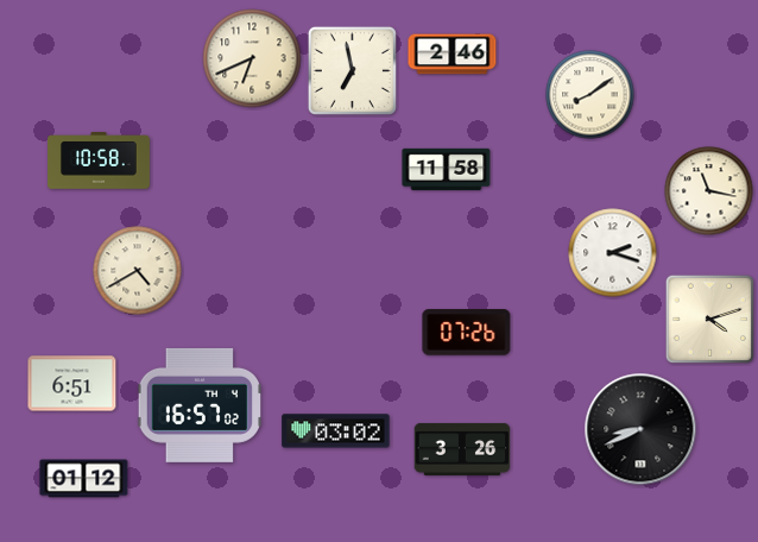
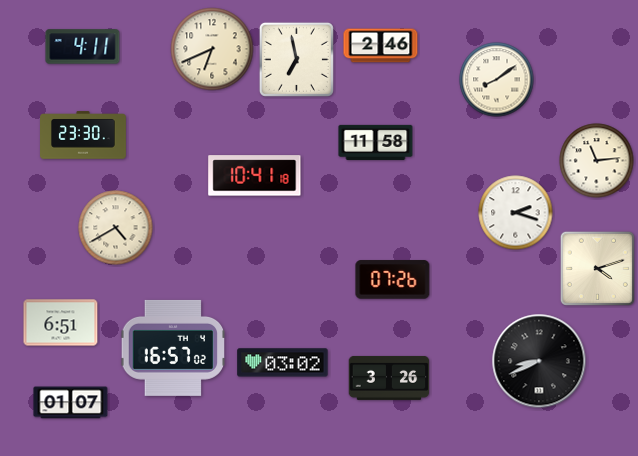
clock at (83, 47): none -> 4:11
clock at (100, 160): 10:58 -> 23:30
clock at (709, 191): 11:17 -> 11:14
clock at (255, 176): none -> 10:41
clock at (198, 405) position: (198, 405) -> (172, 348)
clock at (84, 479): 01:12 -> 01:07
